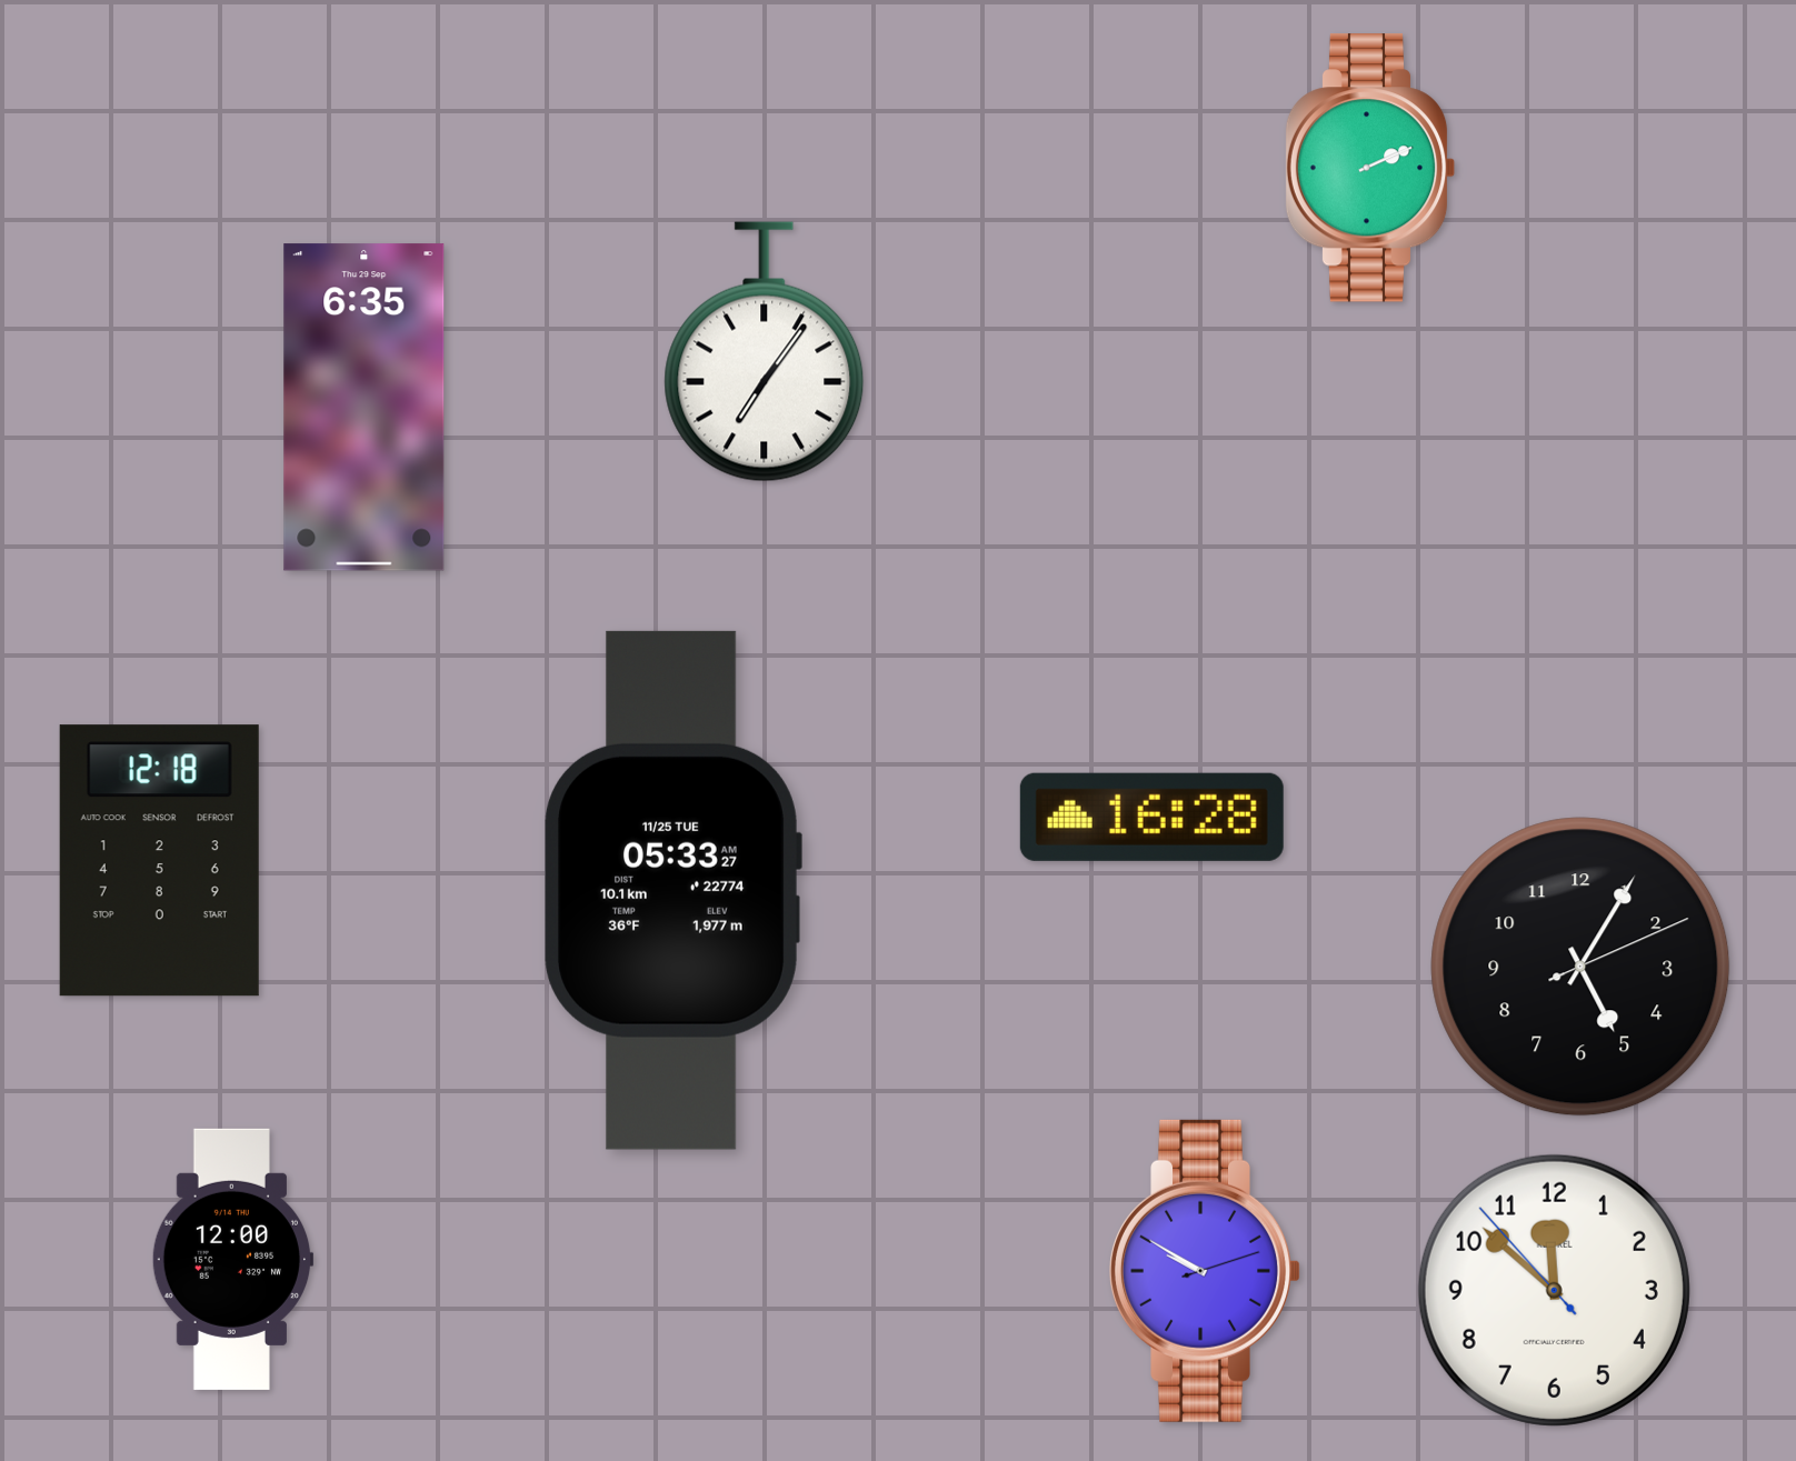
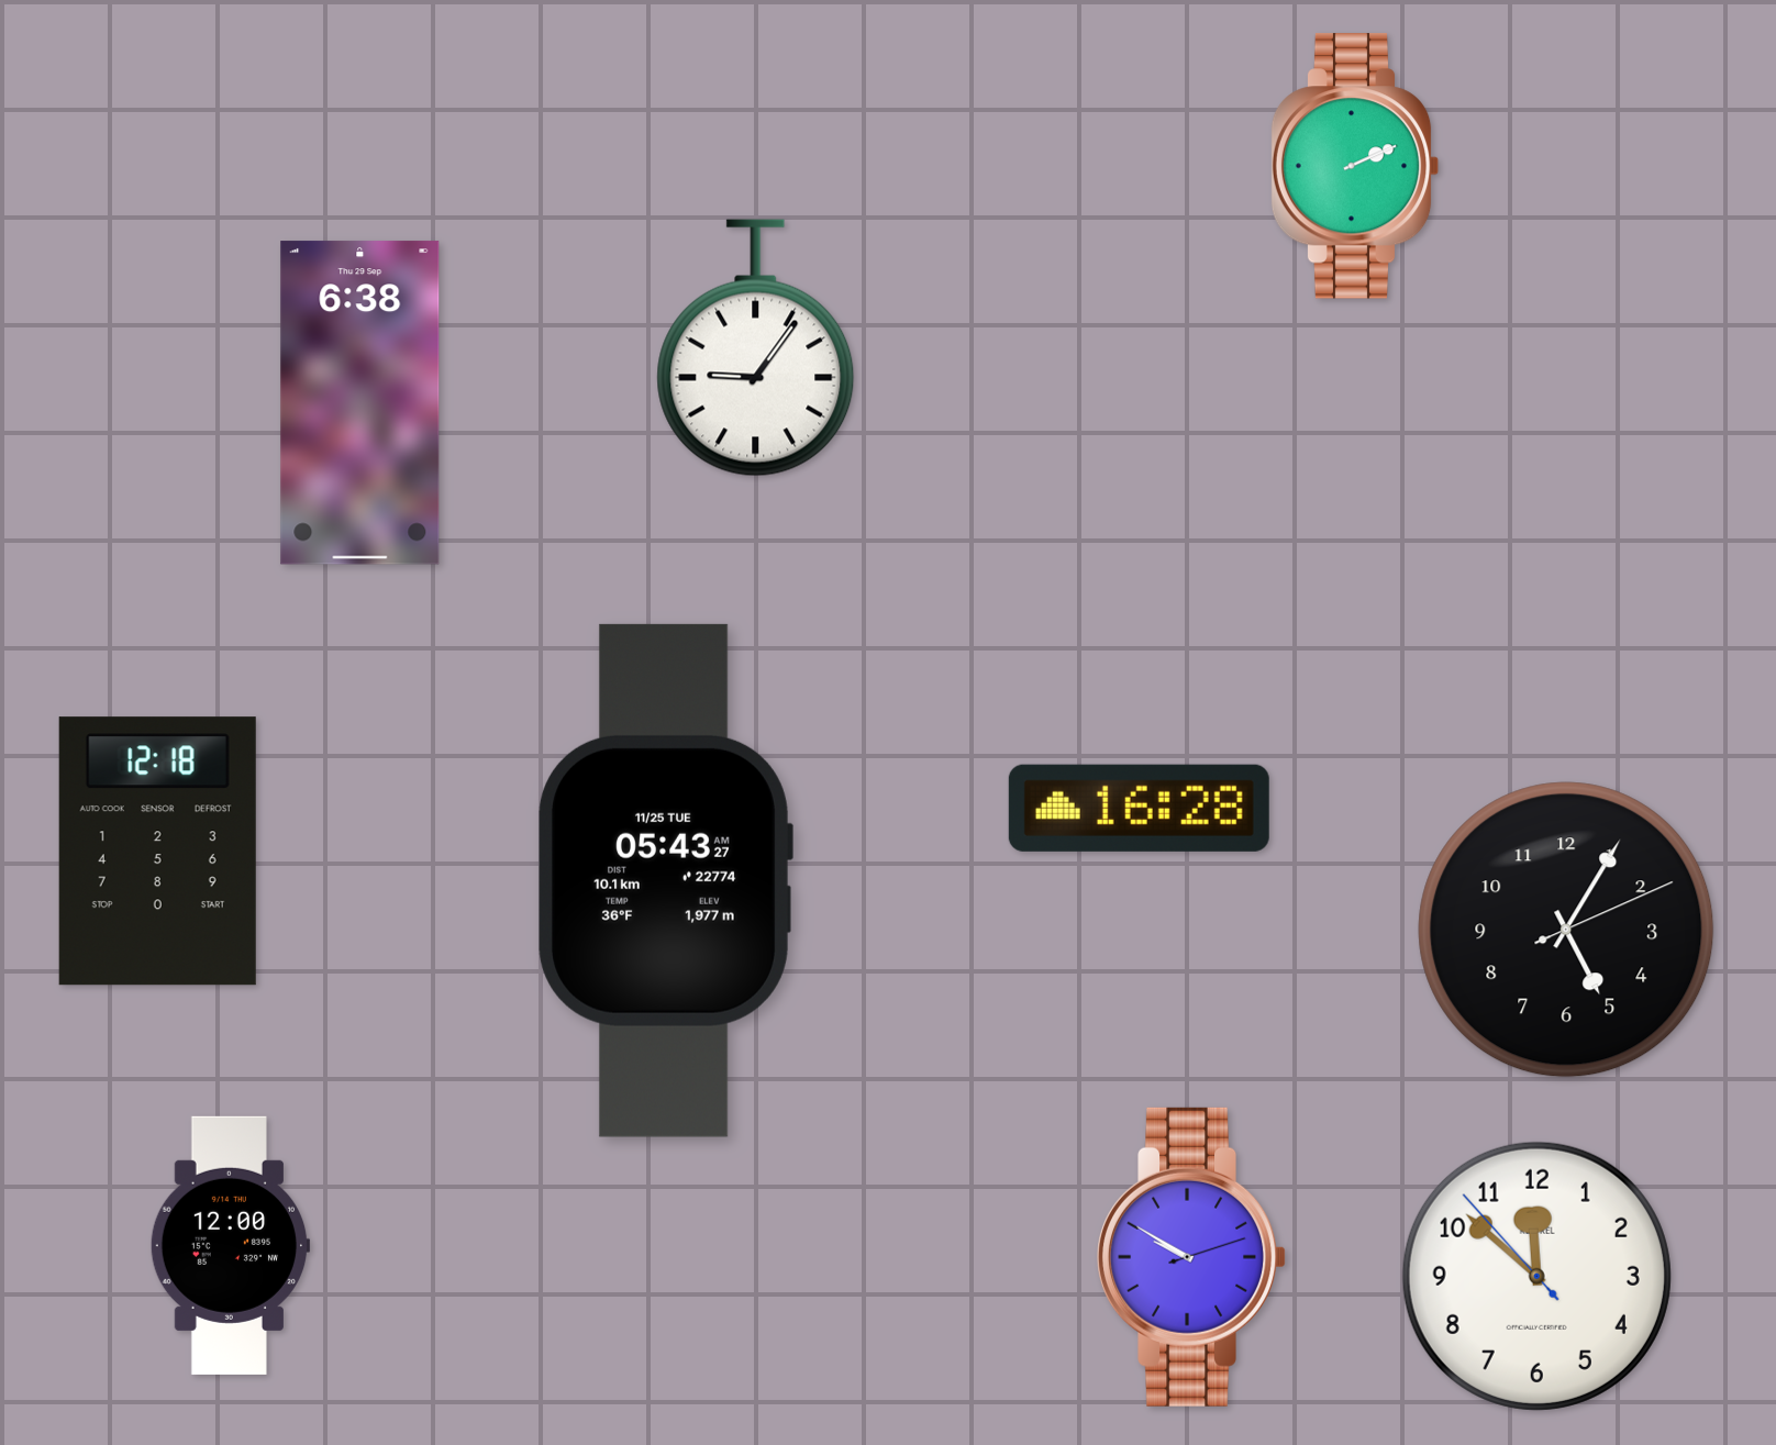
clock at (765, 352): 7:06 -> 9:06
clock at (365, 408): 6:35 -> 6:38
clock at (672, 890): 05:33 -> 05:43
clock at (1580, 967) position: (1580, 967) -> (1566, 930)
